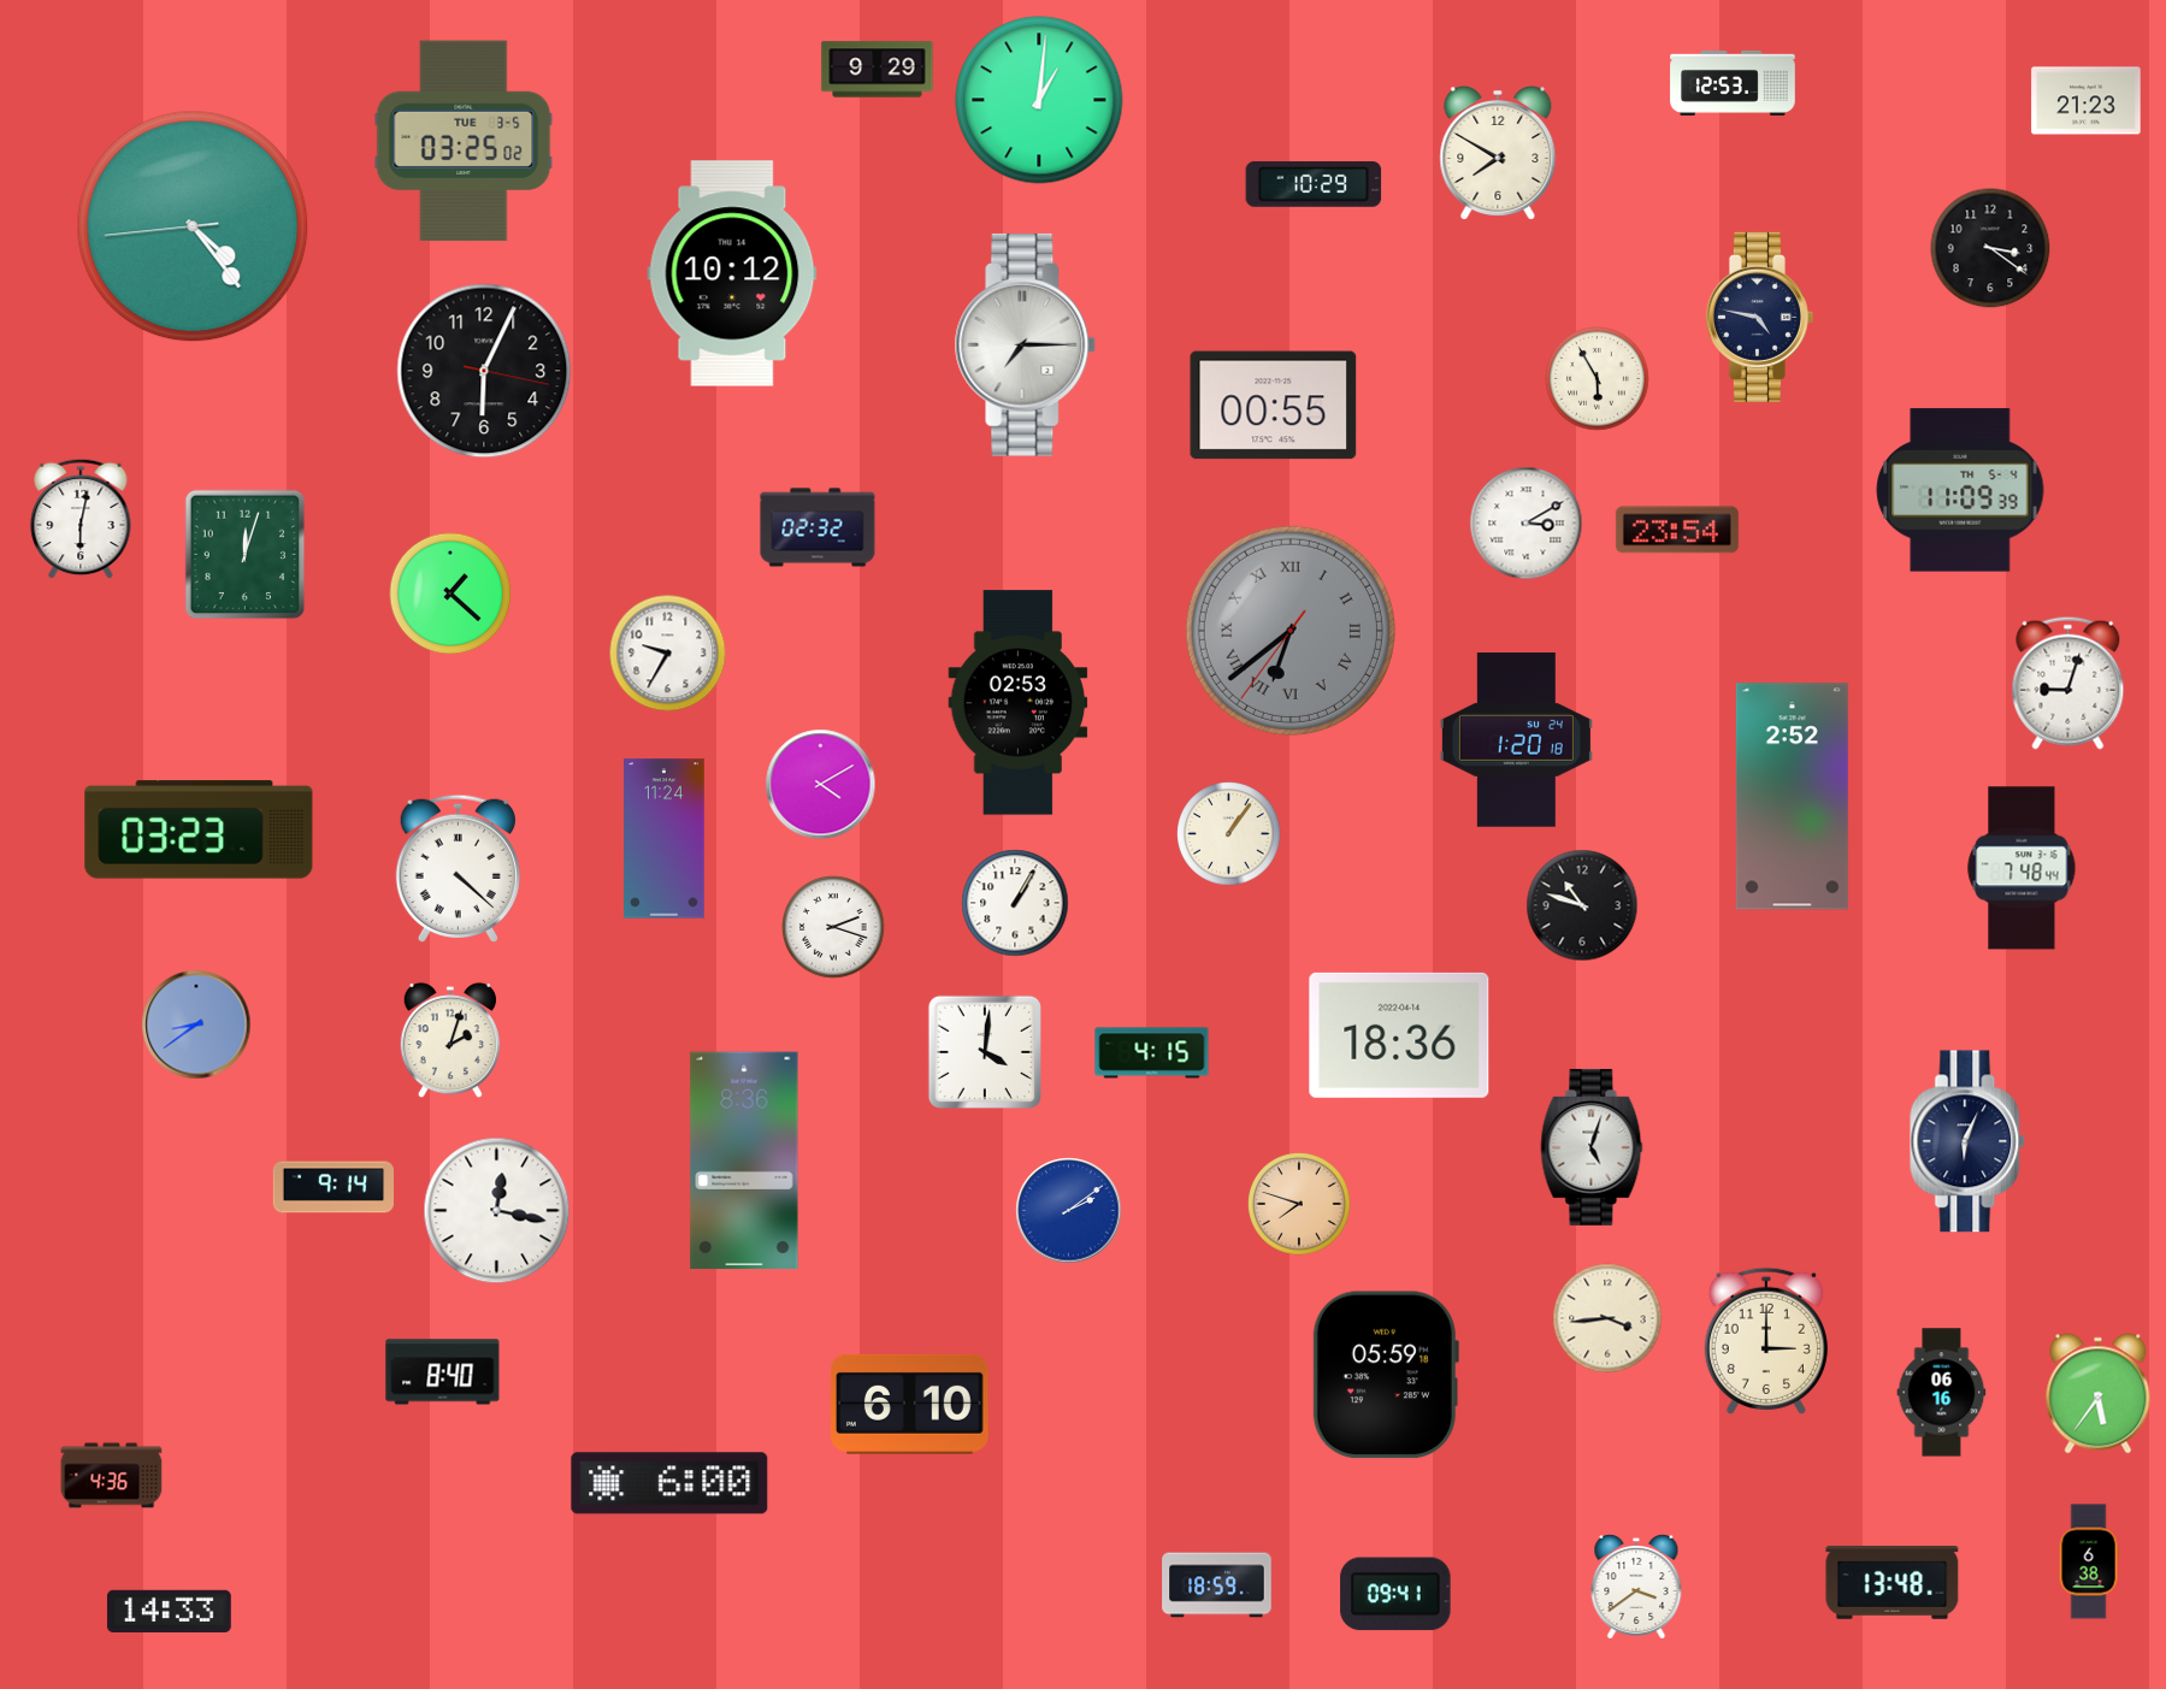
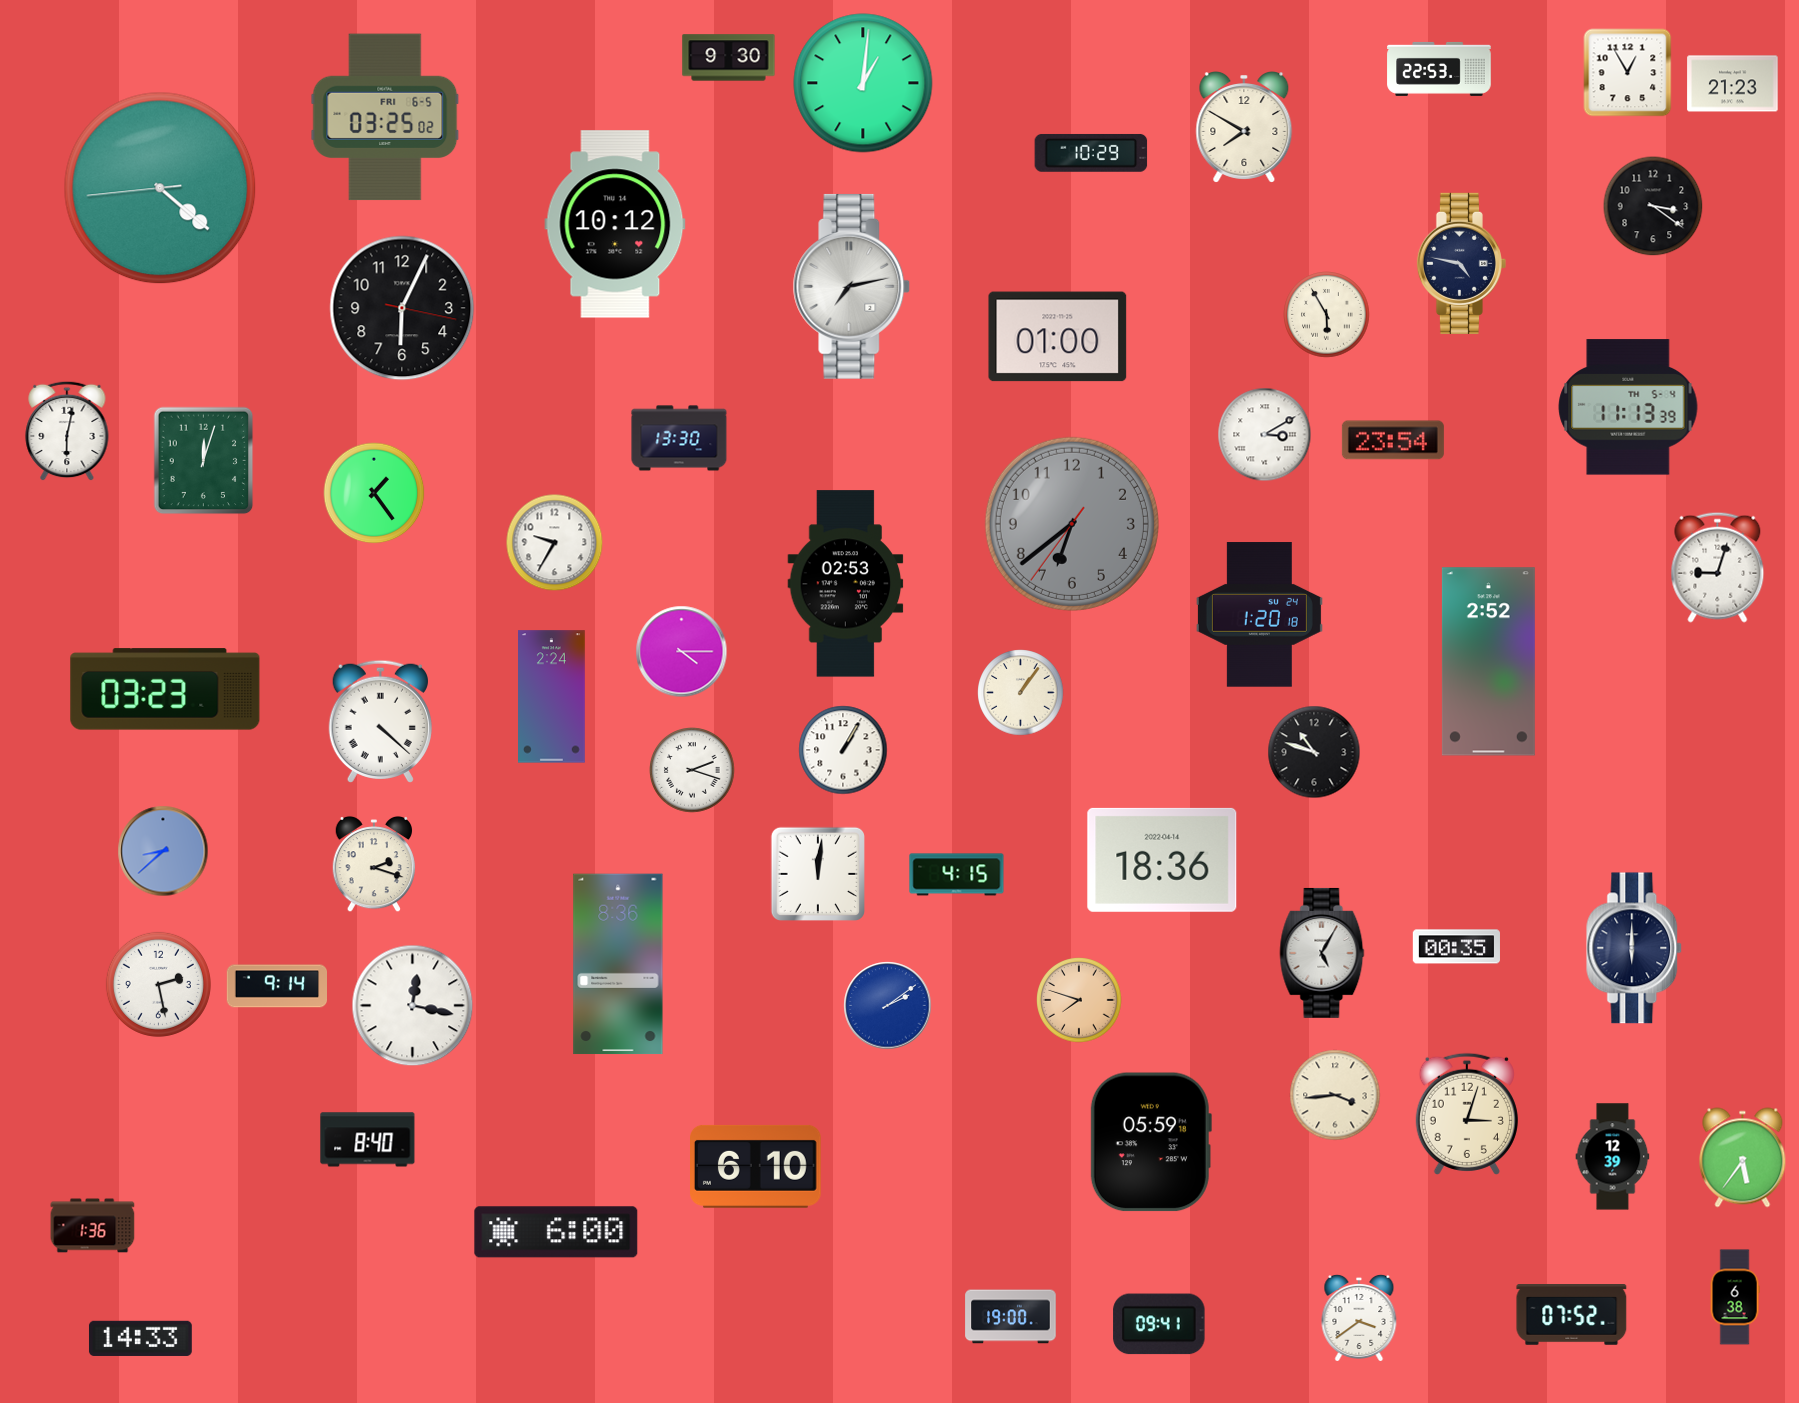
clock at (878, 70): 9:29 -> 9:30
clock at (1733, 83): 12:53 -> 22:53
clock at (1628, 73): none -> 12:55
clock at (464, 141) date: TUE 3-5 -> FRI 6-5
clock at (193, 226): 4:23 -> 4:21
clock at (732, 273) position: (732, 273) -> (615, 224)
clock at (1026, 344): 7:15 -> 7:13
clock at (1274, 406): 00:55 -> 01:00
clock at (1960, 490): 11:09 -> 11:13
clock at (1527, 524) position: (1527, 524) -> (1265, 435)
clock at (818, 527): 02:32 -> 13:30
clock at (450, 593): 1:22 -> 1:24
clock at (1291, 631) numerals: Roman -> Arabic
clock at (821, 785): 4:10 -> 4:15
clock at (665, 839): 11:24 -> 2:24
clock at (2022, 868): 7:48 -> none
clock at (196, 1024): 8:39 -> 8:38
clock at (449, 1040): 2:03 -> 2:18
clock at (984, 1051): 4:01 -> 12:01
clock at (1456, 947): none -> 00:35
clock at (1969, 1141): 6:04 -> 6:00
clock at (1592, 1147): 5:03 -> 5:05
clock at (158, 984): none -> 2:28
clock at (1766, 1341): 3:00 -> 3:03
clock at (1942, 1393): 06:16 -> 12:39
clock at (112, 1476): 4:36 -> 1:36
clock at (1893, 1583): 13:48 -> 07:52
clock at (1217, 1585): 18:59 -> 19:00
